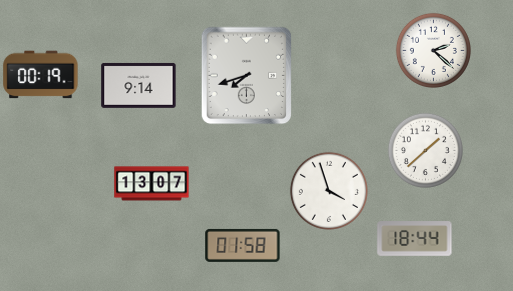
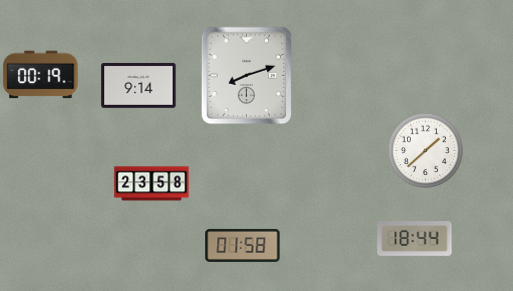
clock at (433, 50): 2:22 -> none
clock at (247, 76): 7:42 -> 8:12
clock at (152, 184): 13:07 -> 23:58
clock at (329, 191): 3:57 -> none
